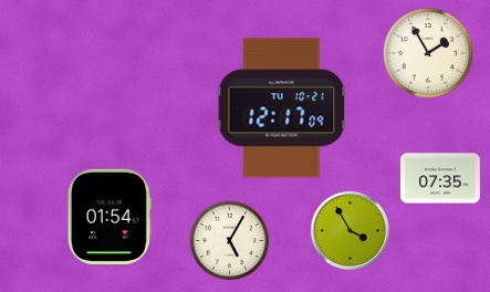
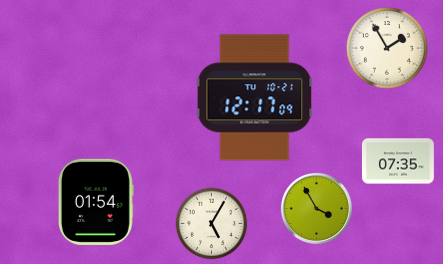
clock at (110, 217) position: (110, 217) -> (96, 202)
clock at (230, 241) position: (230, 241) -> (212, 224)
